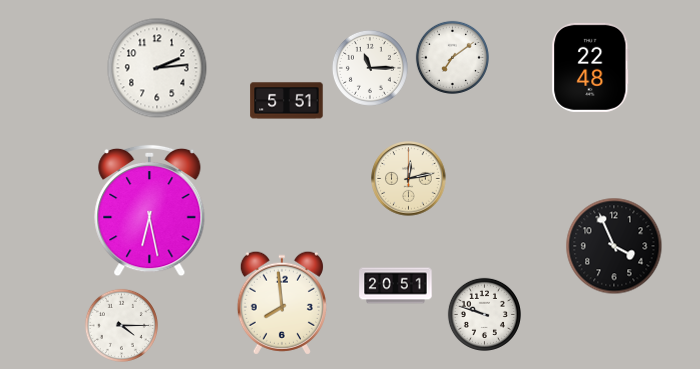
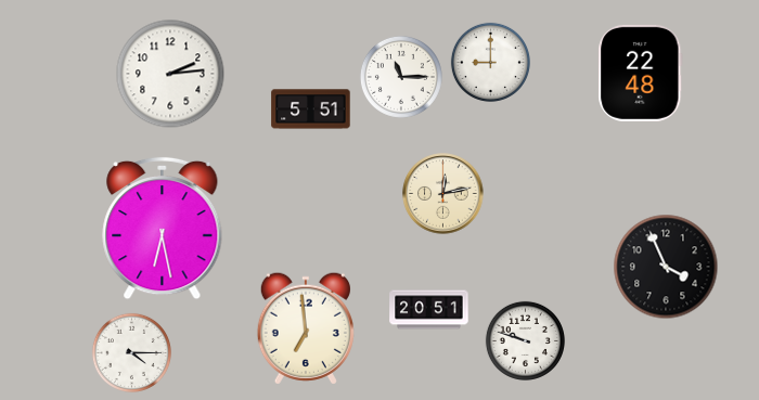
clock at (452, 57): 7:09 -> 9:00
clock at (370, 68) position: (370, 68) -> (401, 77)
clock at (282, 303): 7:59 -> 6:59
